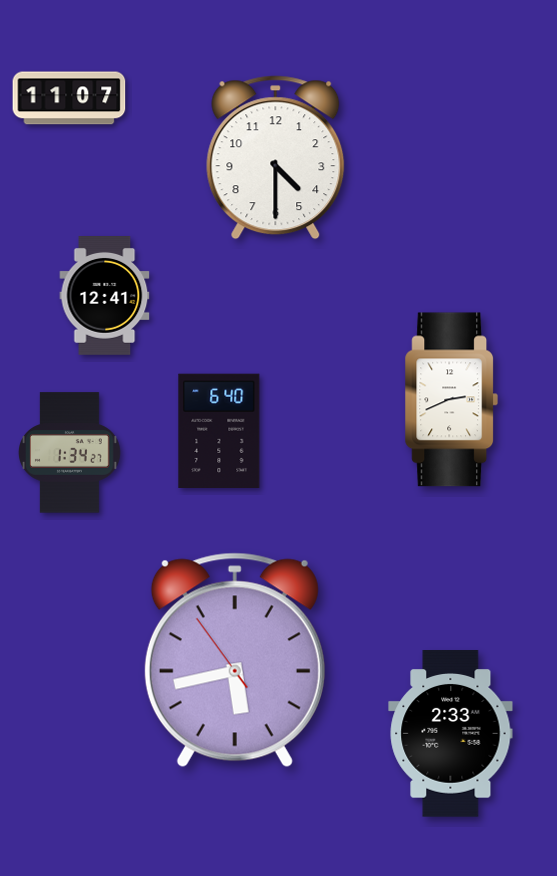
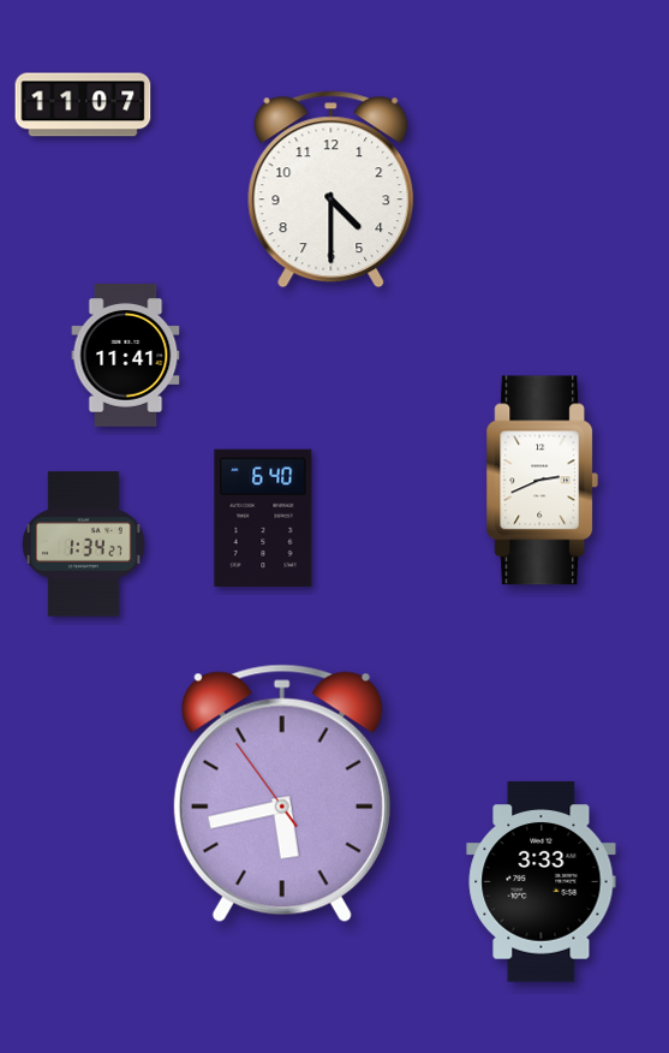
clock at (69, 98) position: (69, 98) -> (83, 105)
clock at (105, 296): 12:41 -> 11:41
clock at (451, 734): 2:33 -> 3:33
